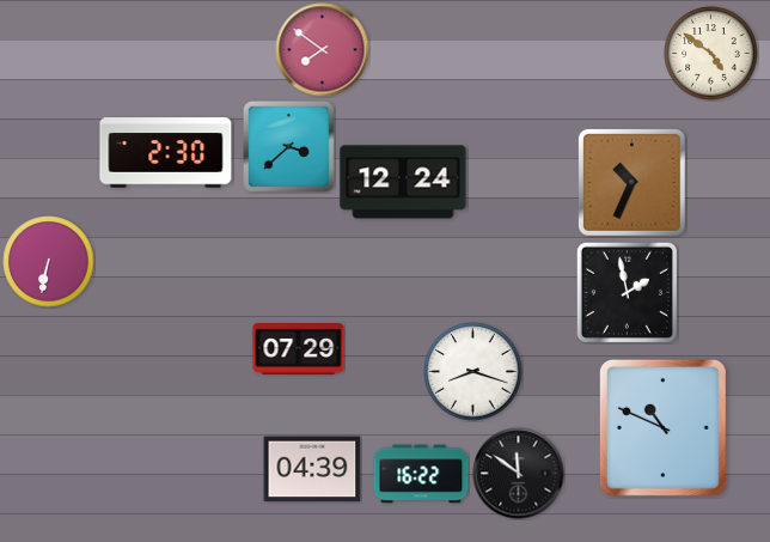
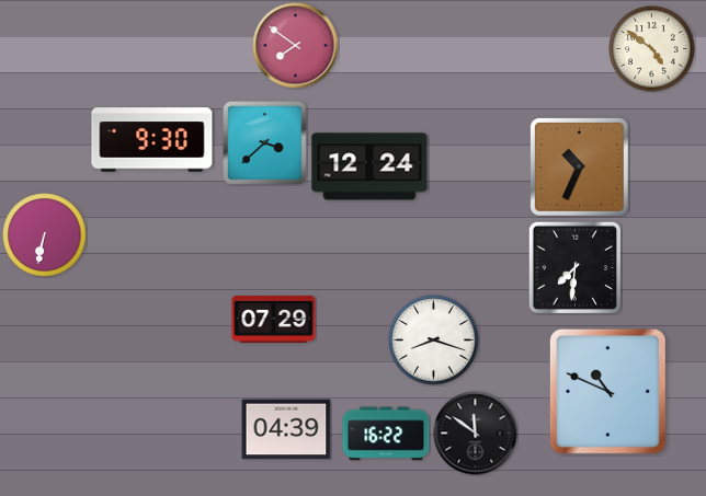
clock at (289, 147) position: (289, 147) -> (265, 143)
clock at (166, 153): 2:30 -> 9:30
clock at (49, 262) position: (49, 262) -> (45, 235)
clock at (627, 292): 1:58 -> 7:31
